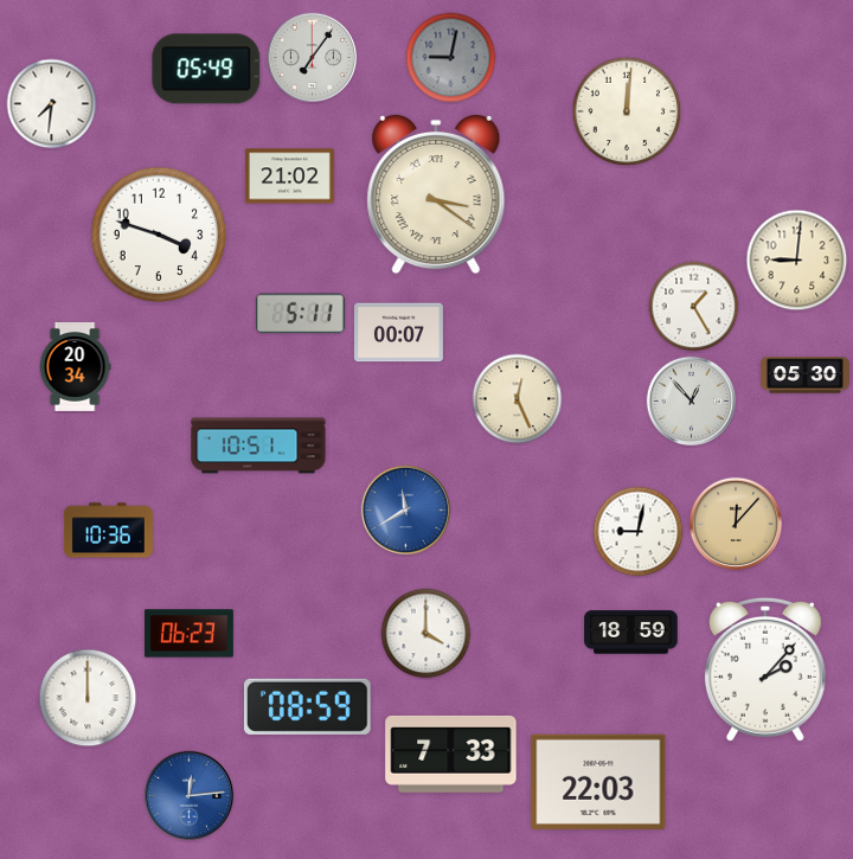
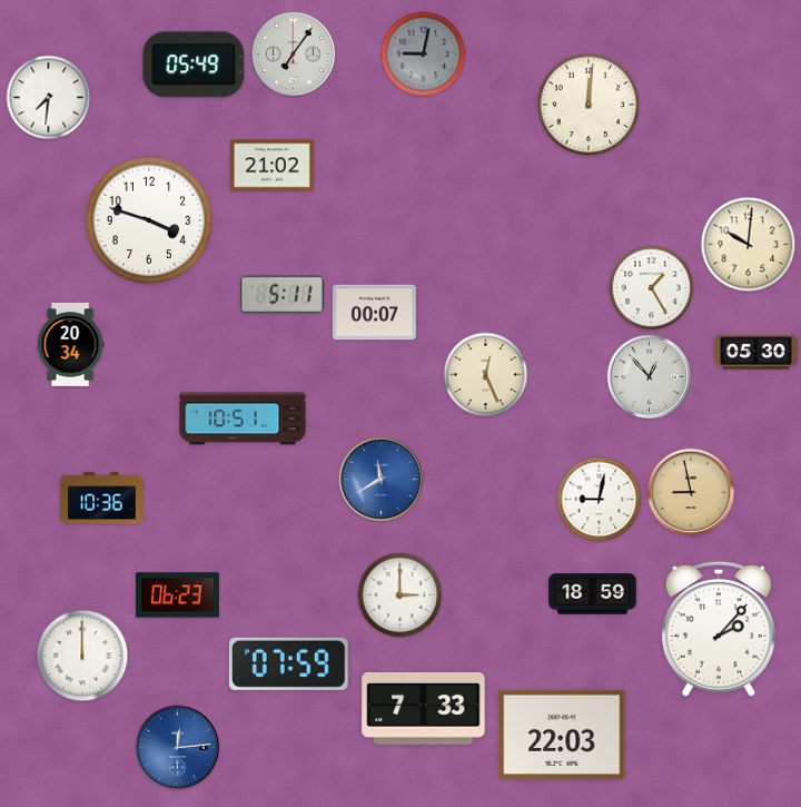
clock at (436, 194): 3:21 -> none
clock at (797, 261): 9:01 -> 10:01
clock at (736, 524): 12:07 -> 8:58
clock at (426, 634): 4:00 -> 3:00
clock at (307, 706): 08:59 -> 07:59
